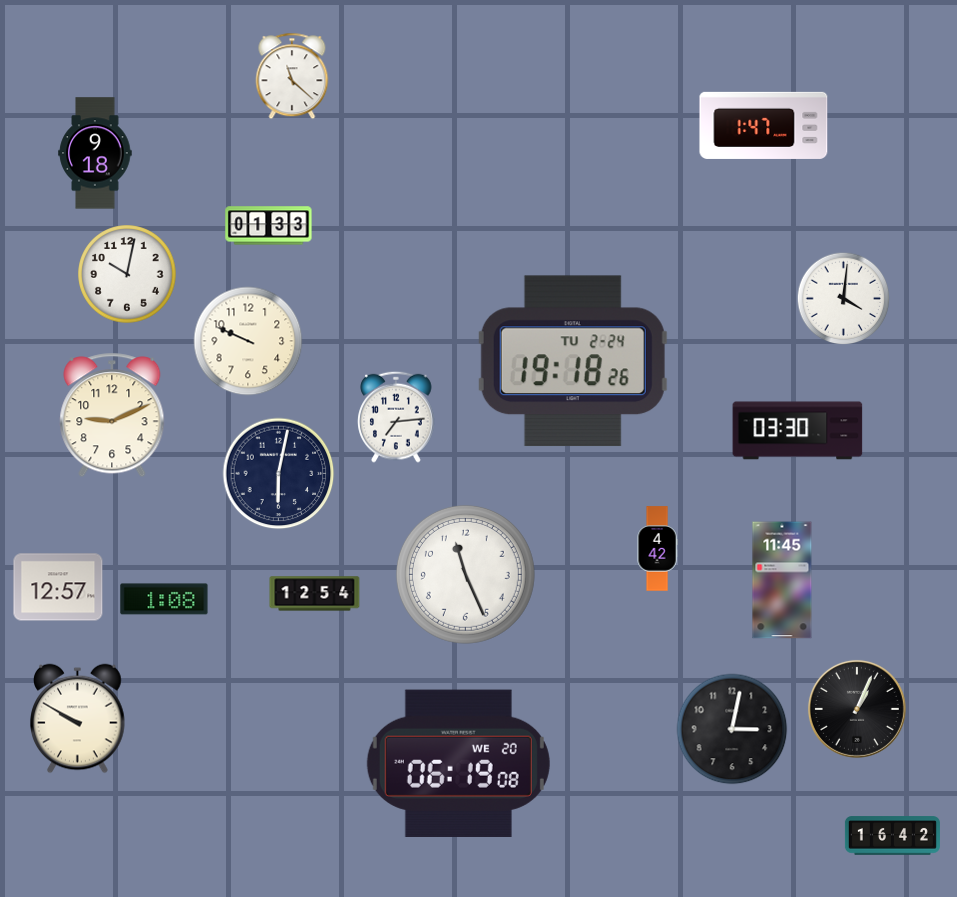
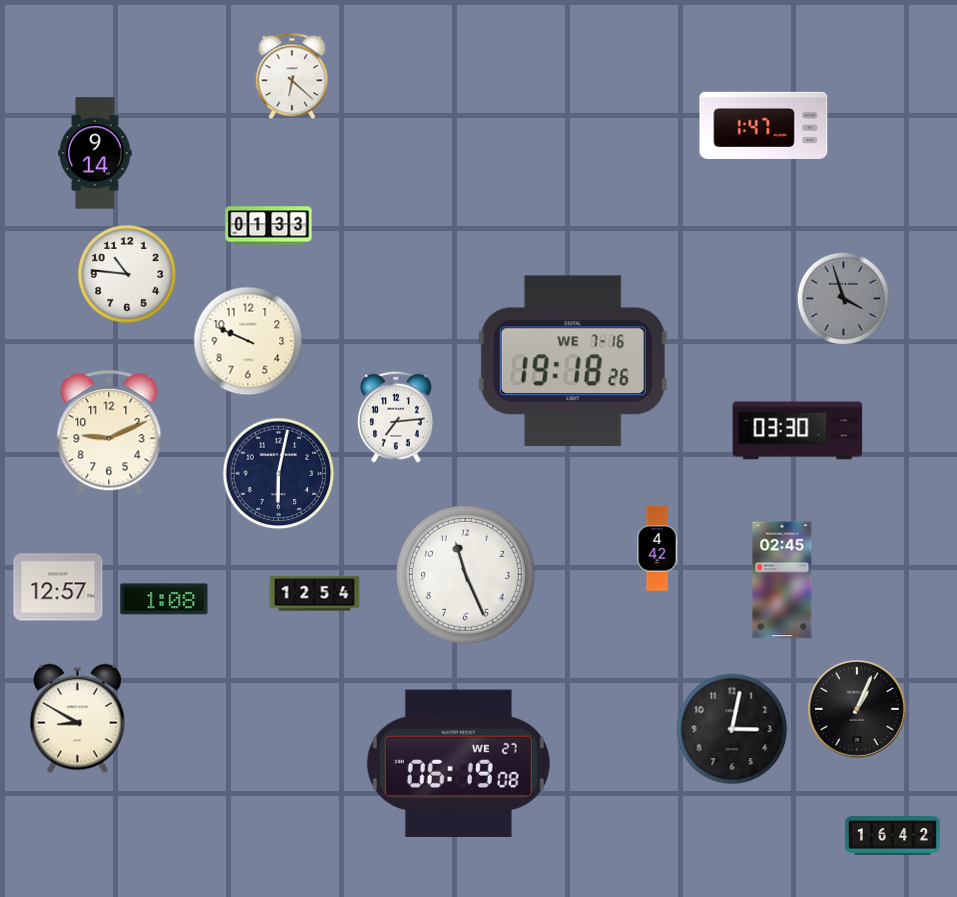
clock at (292, 76): 11:22 -> 6:22
clock at (95, 153): 9:18 -> 9:14
clock at (127, 274): 10:02 -> 10:46
clock at (844, 299): 4:01 -> 3:57
clock at (844, 299) dial: white -> grey
clock at (573, 361) date: TU 2-24 -> WE 7-16
clock at (112, 415) position: (112, 415) -> (109, 432)
clock at (782, 580): 11:45 -> 02:45
clock at (78, 719): 9:50 -> 8:50
clock at (458, 763) date: WE 20 -> WE 27
